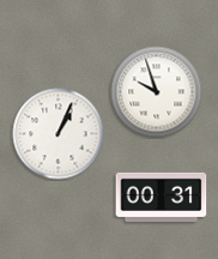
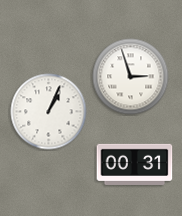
clock at (157, 92): 9:57 -> 2:57
